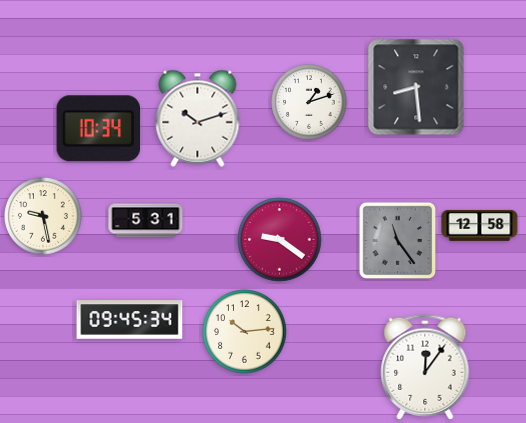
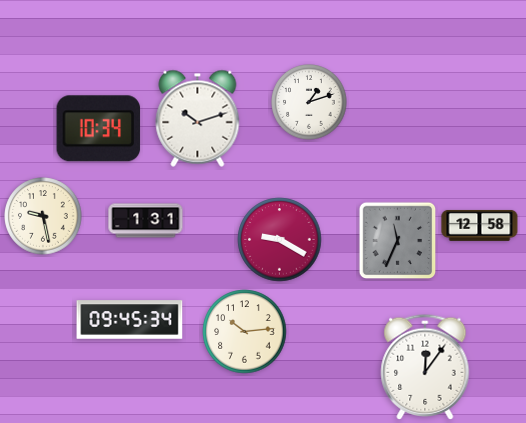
clock at (416, 87): 8:29 -> none
clock at (146, 221): 5:31 -> 1:31
clock at (280, 240): 9:21 -> 9:20
clock at (398, 241): 11:24 -> 11:34
